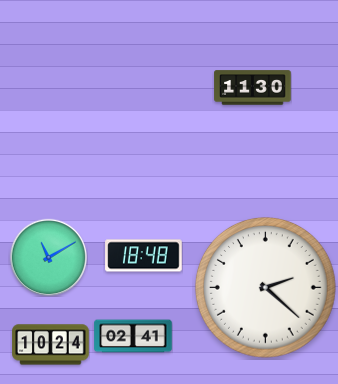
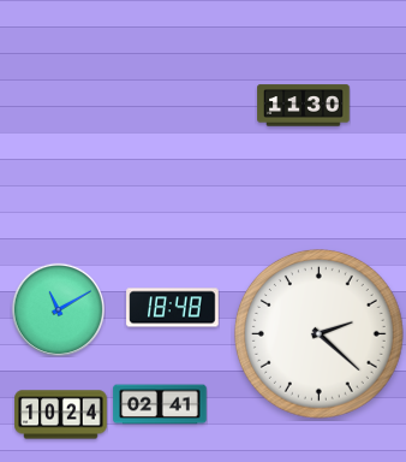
clock at (266, 288) position: (266, 288) -> (320, 334)
